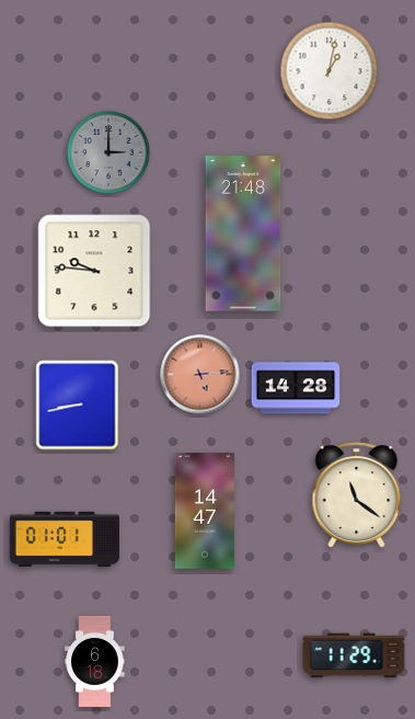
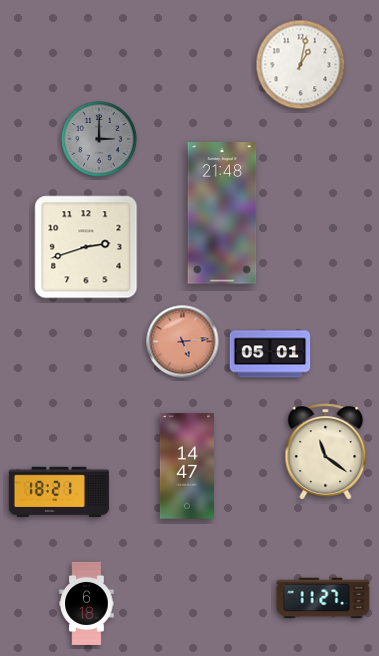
clock at (94, 271): 9:46 -> 2:42
clock at (296, 388): 14:28 -> 05:01
clock at (78, 406): 8:43 -> none
clock at (65, 539): 01:01 -> 18:21
clock at (354, 655): 11:29 -> 11:27
